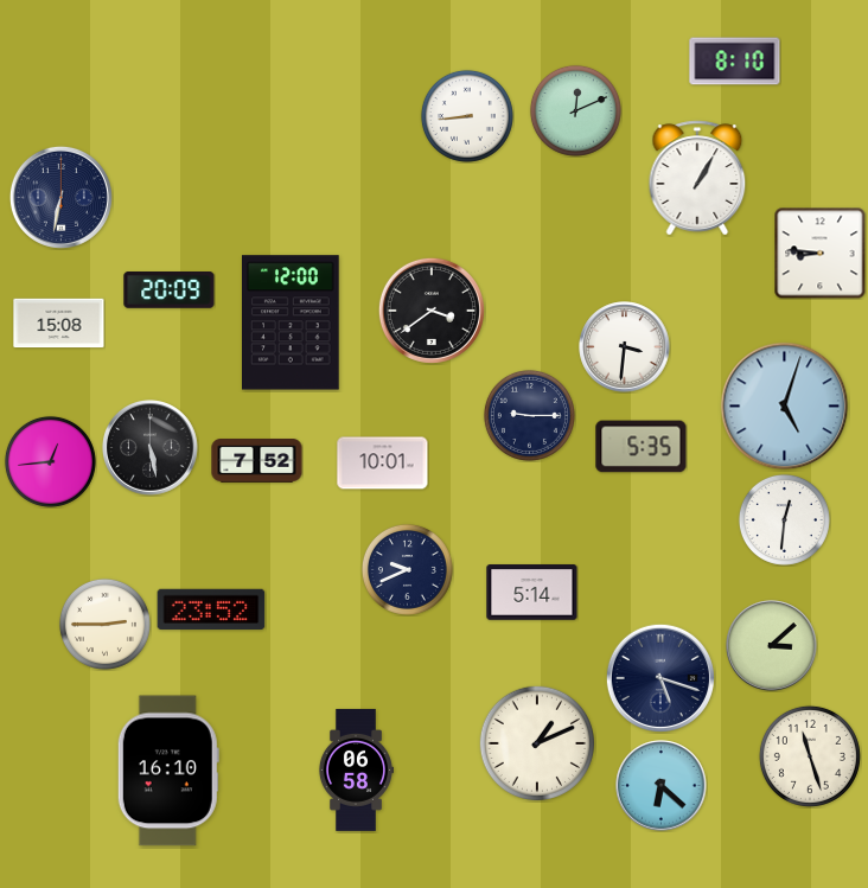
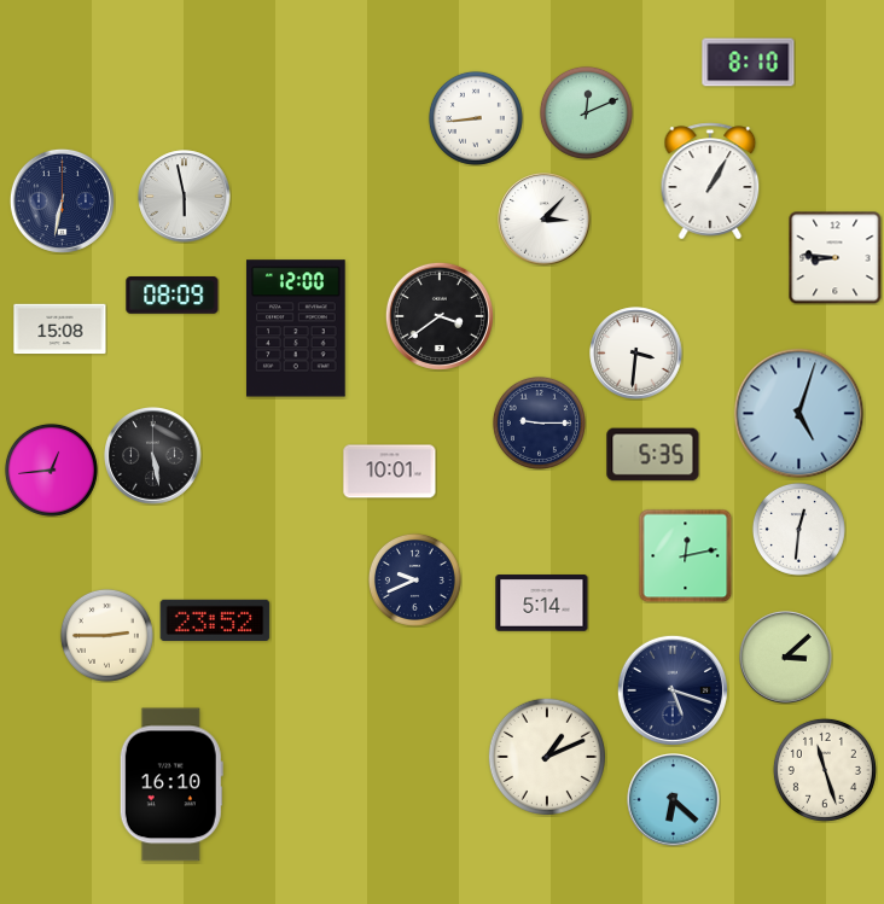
clock at (185, 197): none -> 5:58
clock at (545, 220): none -> 3:07
clock at (170, 290): 20:09 -> 08:09
clock at (257, 461): 7:52 -> none
clock at (685, 555): none -> 12:13
clock at (355, 769): 06:58 -> none
